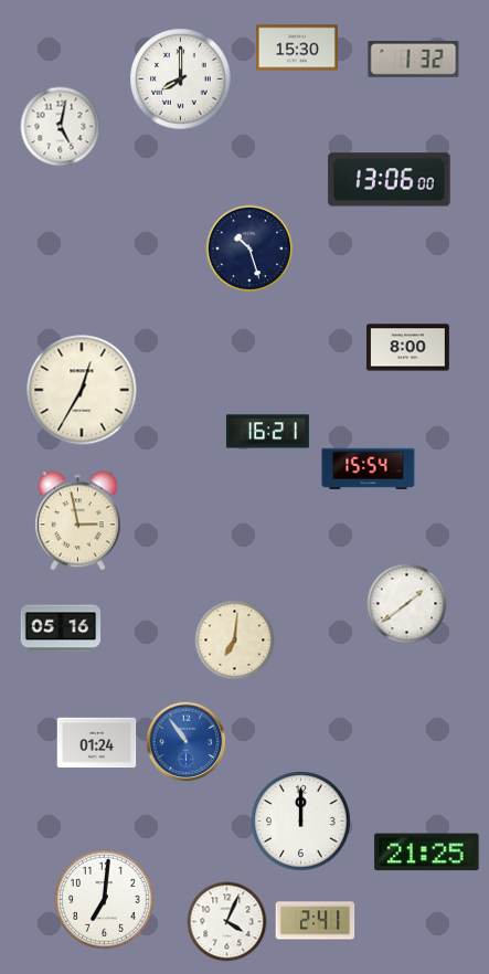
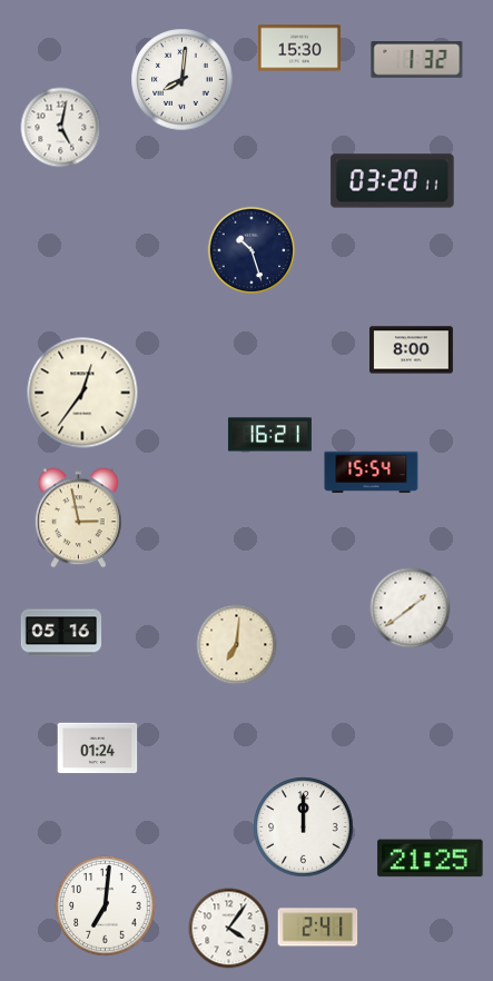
clock at (181, 80): 8:00 -> 8:01
clock at (390, 180): 13:06 -> 03:20
clock at (82, 390): 12:35 -> 12:36
clock at (77, 521) position: (77, 521) -> (78, 518)
clock at (187, 742): 10:54 -> none
clock at (227, 922): 4:04 -> 4:06
